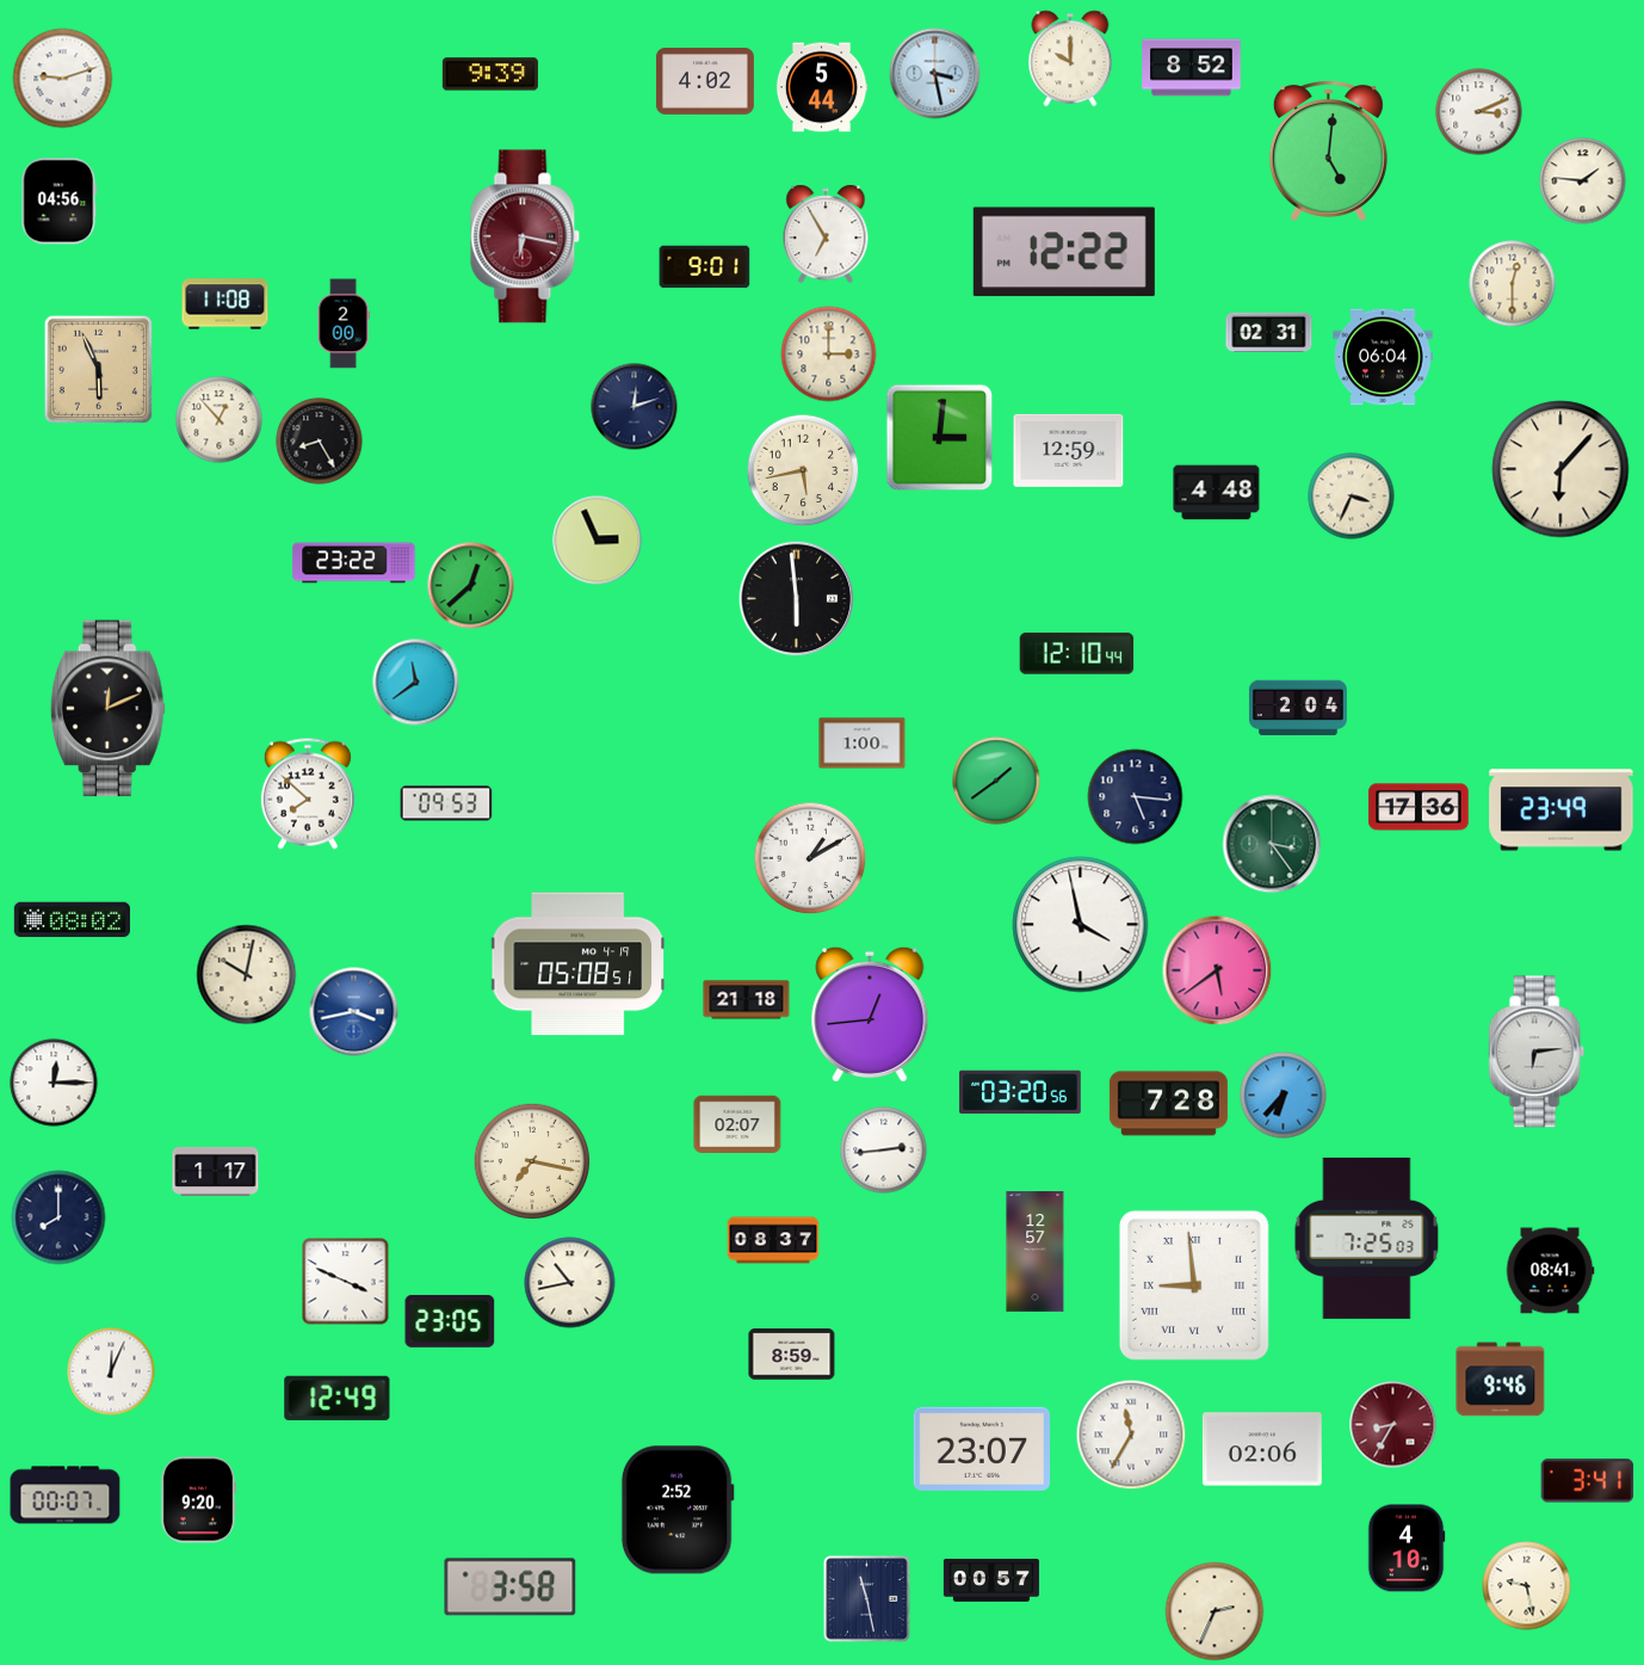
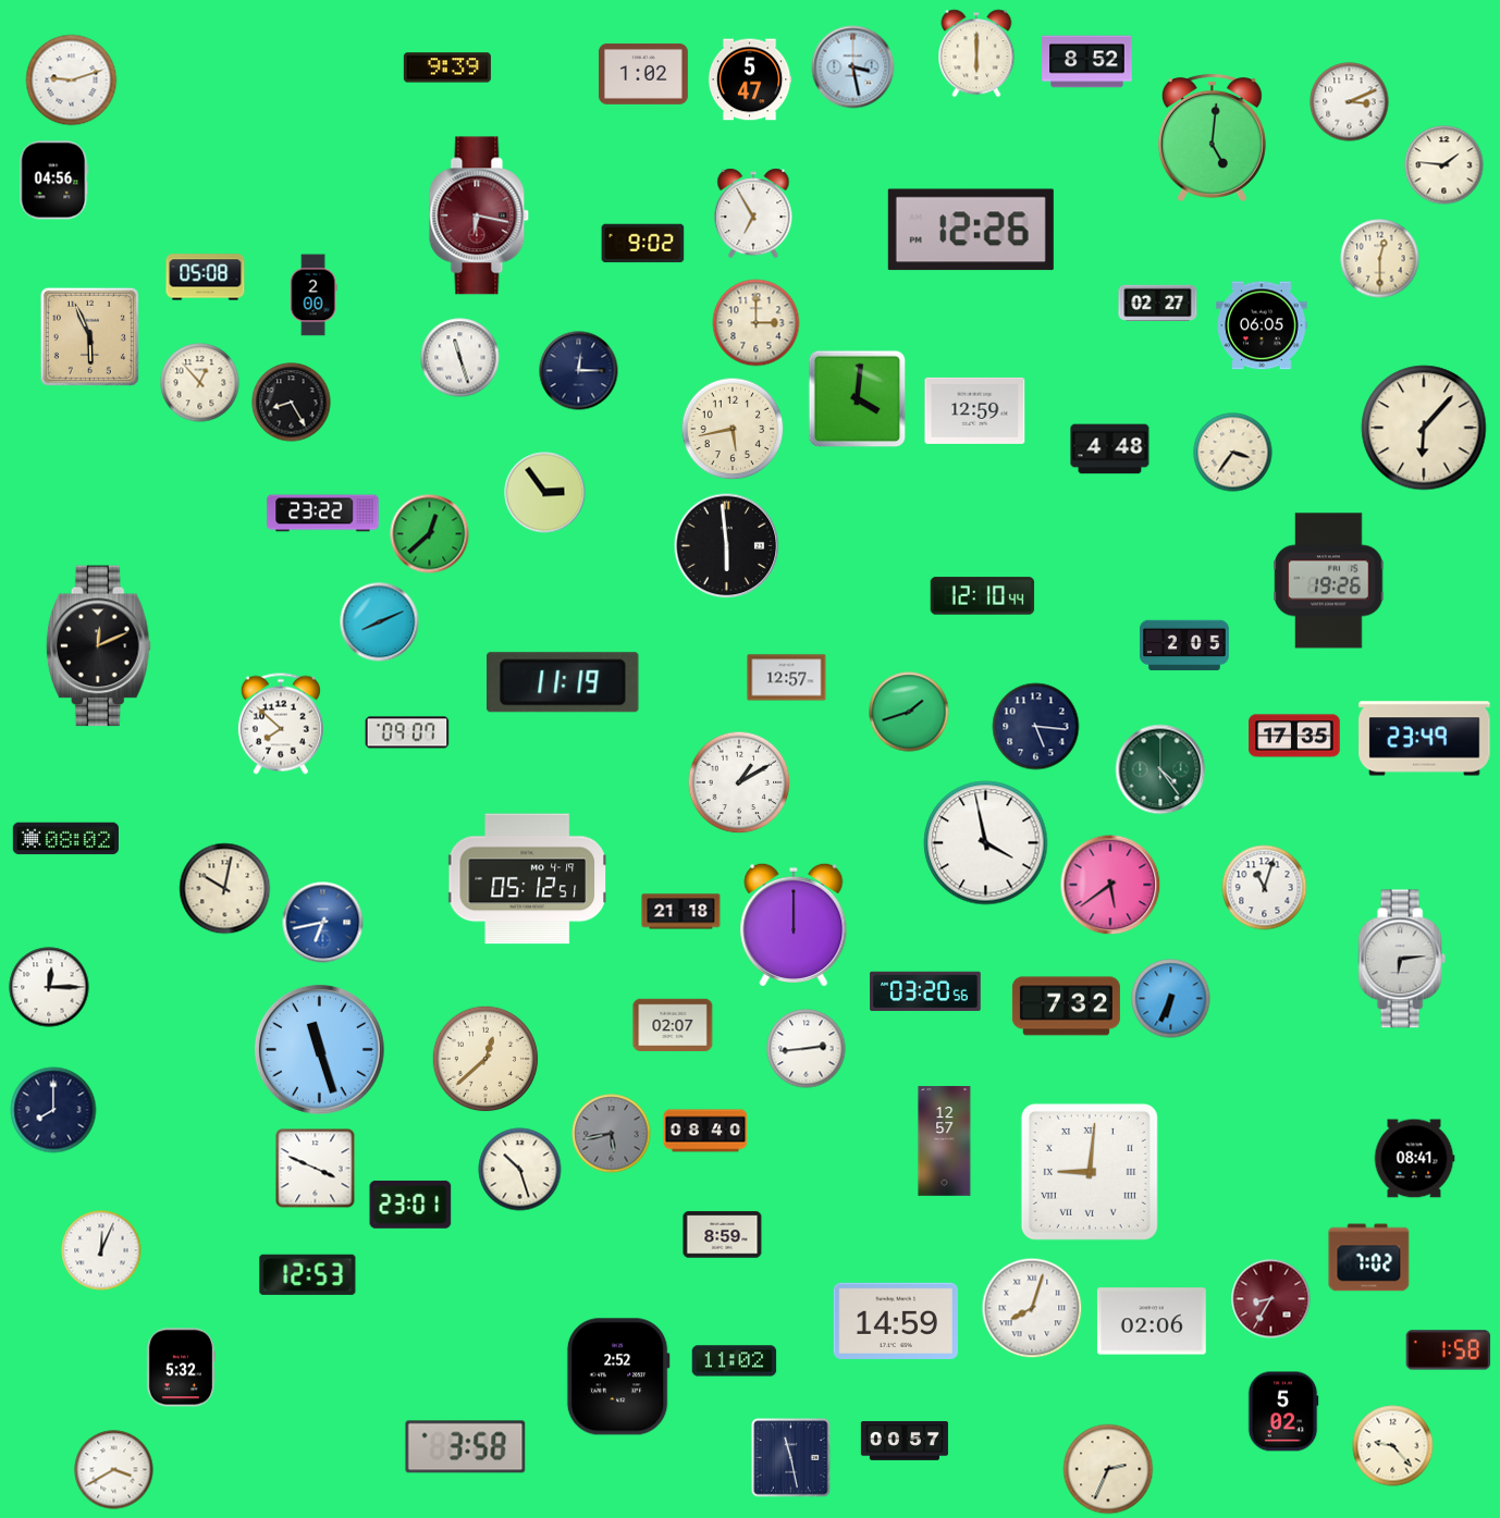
clock at (1070, 58): 10:00 -> 6:00
clock at (63, 79) position: (63, 79) -> (72, 81)
clock at (705, 81): 4:02 -> 1:02
clock at (822, 87): 5:44 -> 5:47
clock at (60, 202) position: (60, 202) -> (54, 181)
clock at (1064, 252): 12:22 -> 12:26
clock at (705, 267): 9:01 -> 9:02
clock at (225, 304): 11:08 -> 05:08
clock at (1269, 333): 02:31 -> 02:27
clock at (1383, 357): 06:04 -> 06:05
clock at (460, 358): none -> 11:27
clock at (635, 407): 12:12 -> 12:15
clock at (940, 438): 3:01 -> 4:01
clock at (1352, 497): 3:34 -> 3:36
clock at (598, 541): 2:56 -> 2:54
clock at (1329, 581): none -> 19:26
clock at (416, 683): 11:39 -> 8:11
clock at (1298, 708): 2:04 -> 2:05
clock at (863, 744): 1:00 -> 12:57
clock at (563, 682): none -> 11:19
clock at (996, 781): 1:39 -> 1:42
clock at (446, 803): 09:53 -> 09:07
clock at (1419, 807): 17:36 -> 17:35
clock at (1272, 844): 3:24 -> 4:24
clock at (577, 964): 05:08 -> 05:12
clock at (1265, 888): none -> 11:03
clock at (354, 1012): 3:43 -> 6:43
clock at (870, 1013): 12:44 -> 12:00
clock at (1020, 1092) position: (1020, 1092) -> (925, 991)
clock at (1284, 1096): 6:37 -> 6:34
clock at (1168, 1104): 7:28 -> 7:32
clock at (319, 1049): none -> 11:27
clock at (532, 1161): 7:17 -> 12:38
clock at (216, 1171): 1:17 -> none
clock at (1367, 1238): 7:25 -> none
clock at (773, 1240): 08:37 -> 08:40
clock at (612, 1134): none -> 5:43
clock at (570, 1283): 10:43 -> 10:27
clock at (1194, 1285): 8:59 -> 9:01
clock at (450, 1321): 23:05 -> 23:01
clock at (1501, 1380): 9:46 -> 7:02
clock at (338, 1398): 12:49 -> 12:53
clock at (1131, 1435): 11:35 -> 8:03
clock at (981, 1449): 23:07 -> 14:59
clock at (1588, 1481): 3:41 -> 1:58
clock at (735, 1361): none -> 11:02
clock at (66, 1496): 00:07 -> none
clock at (198, 1500): 9:20 -> 5:32
clock at (1407, 1548): 4:10 -> 5:02
clock at (1527, 1586): 9:28 -> 9:23
clock at (114, 1470): none -> 3:40
